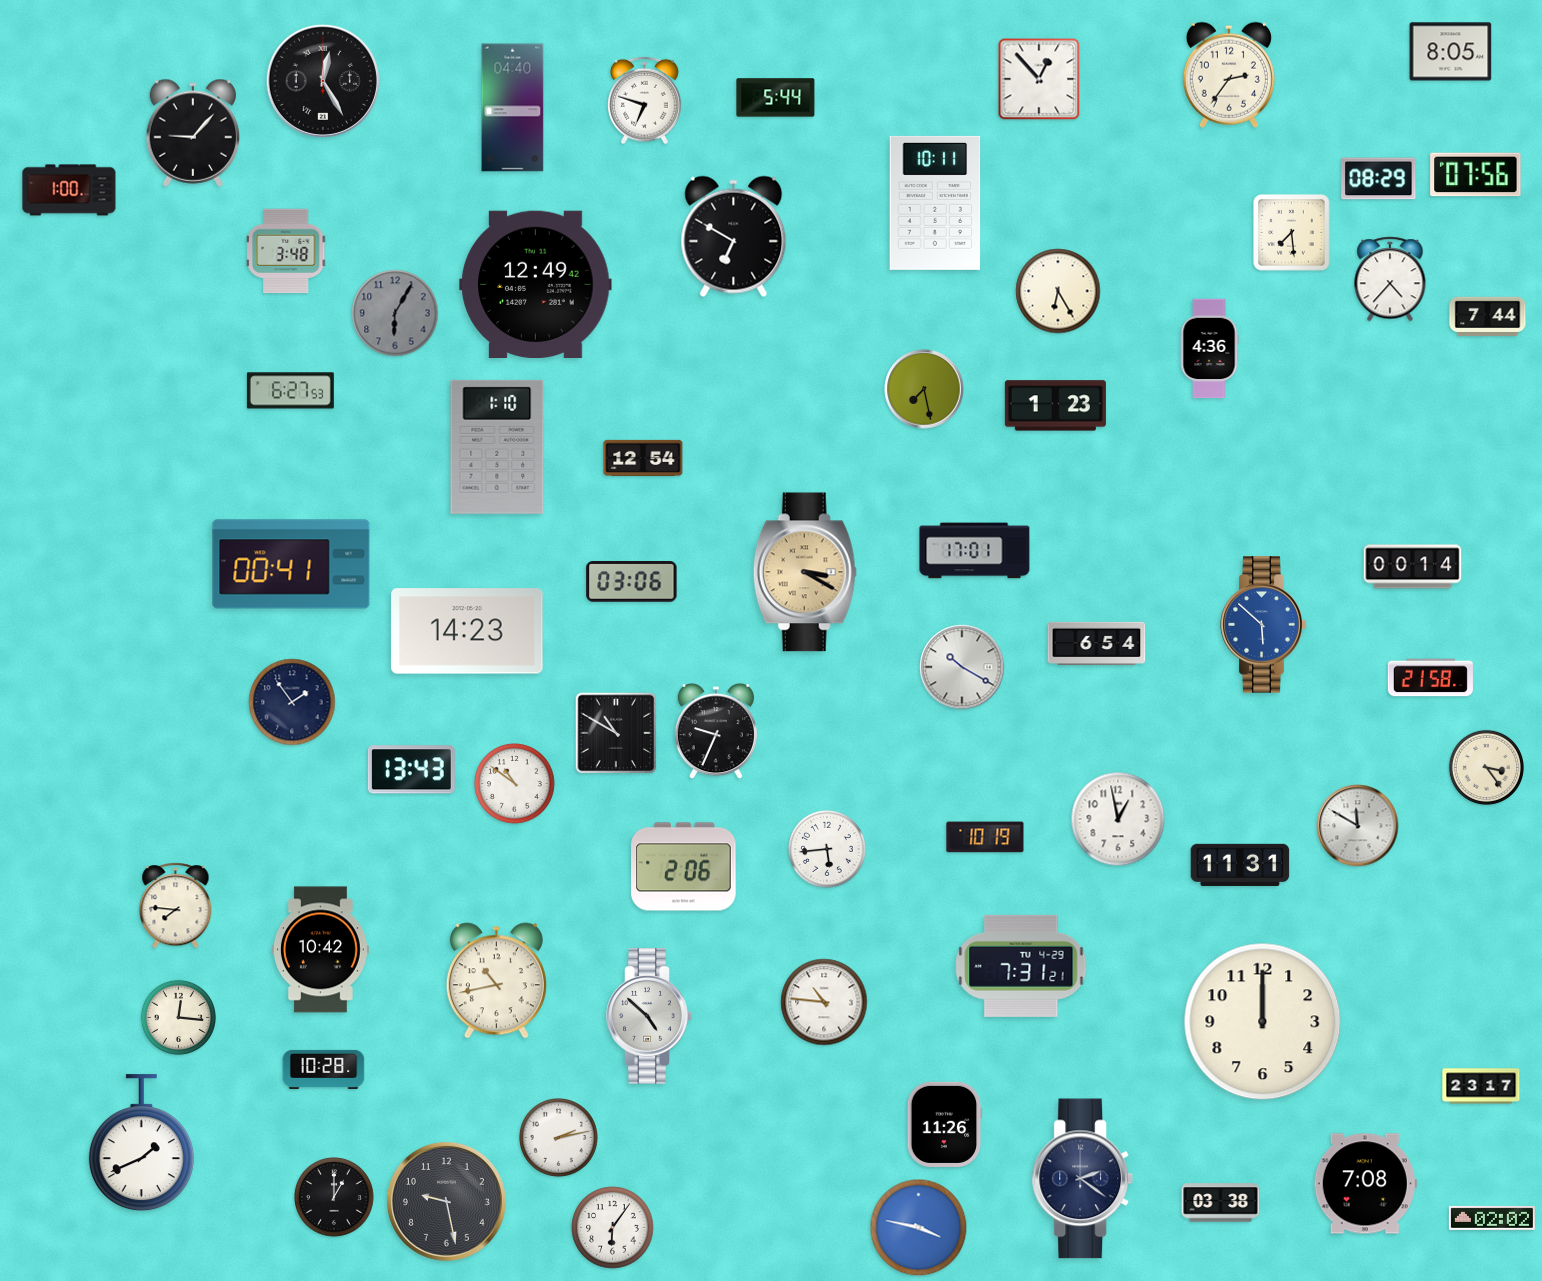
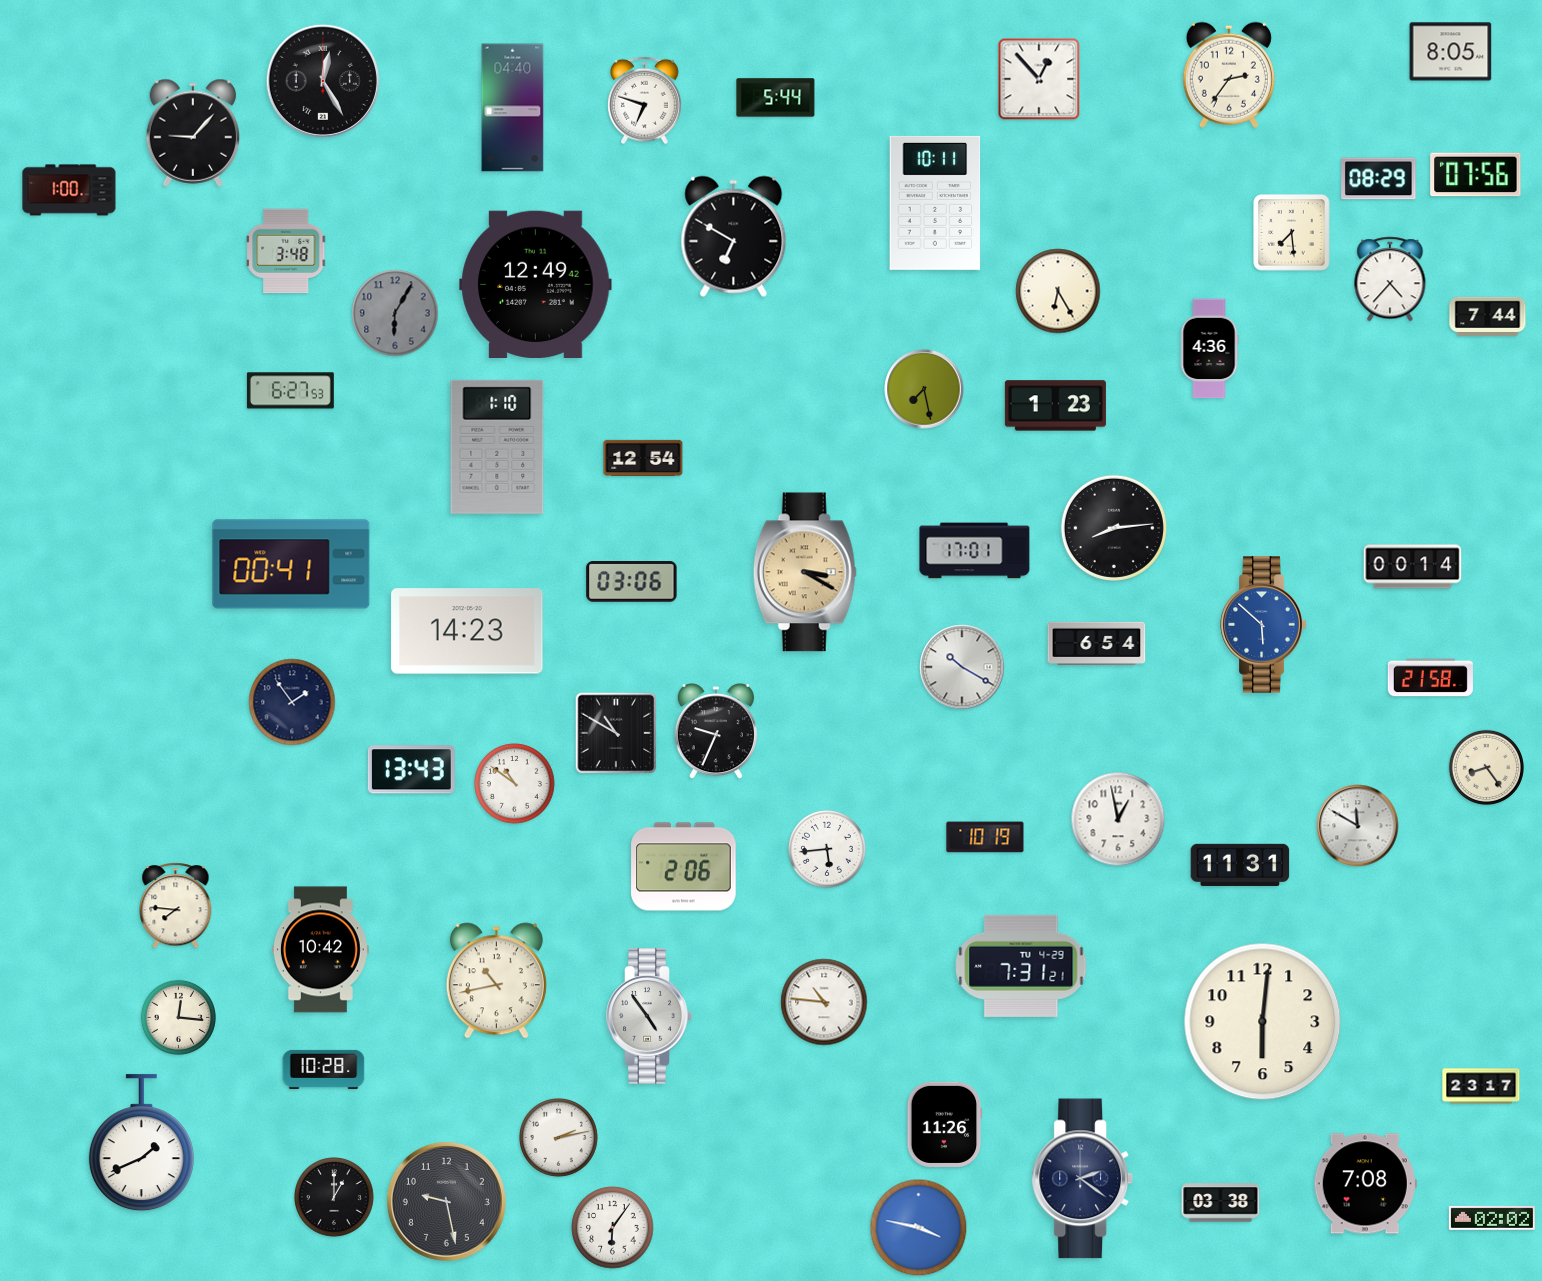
clock at (1114, 528): none -> 8:14
clock at (1486, 767): 3:24 -> 8:24
clock at (649, 1016): 4:52 -> 4:54
clock at (1263, 1022): 12:00 -> 6:01
